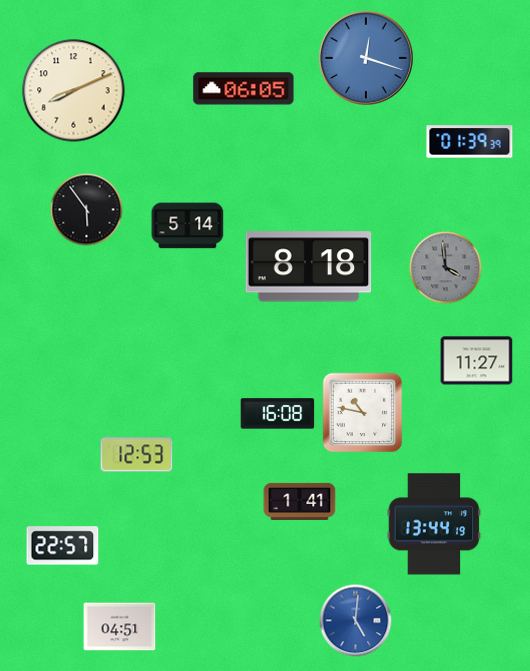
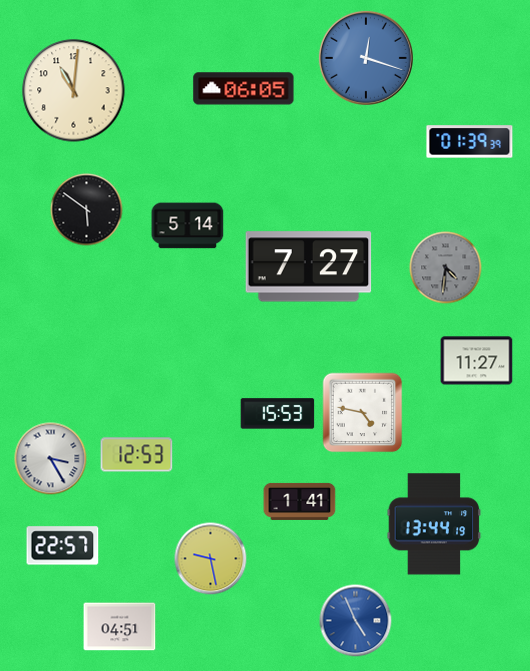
clock at (74, 91): 8:11 -> 11:01
clock at (87, 210): 5:54 -> 5:51
clock at (309, 267): 8:18 -> 7:27
clock at (446, 268): 3:59 -> 4:31
clock at (363, 413): 10:47 -> 4:47
clock at (278, 414): 16:08 -> 15:53
clock at (51, 459): none -> 3:25
clock at (211, 559): none -> 9:28
clock at (356, 621): 5:01 -> 4:56
